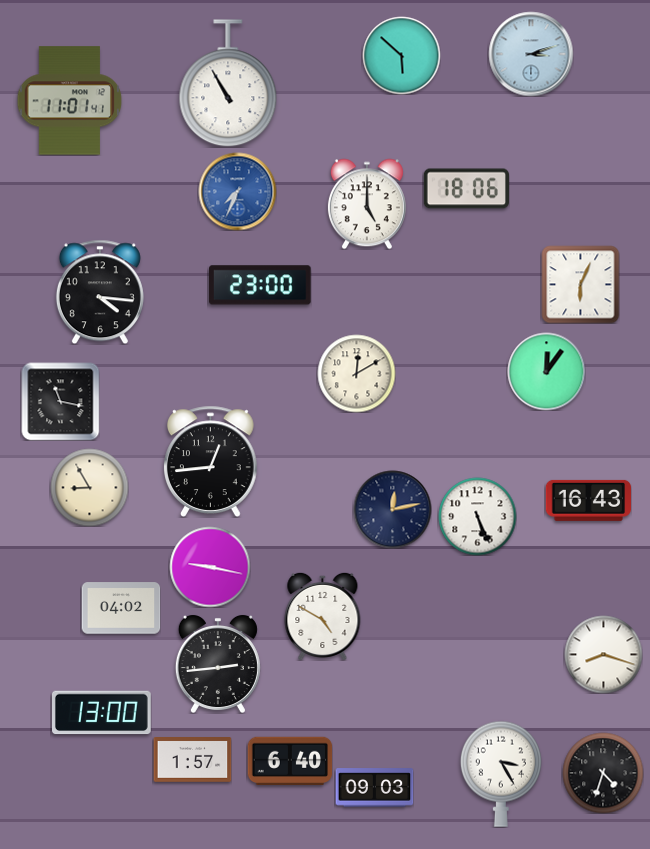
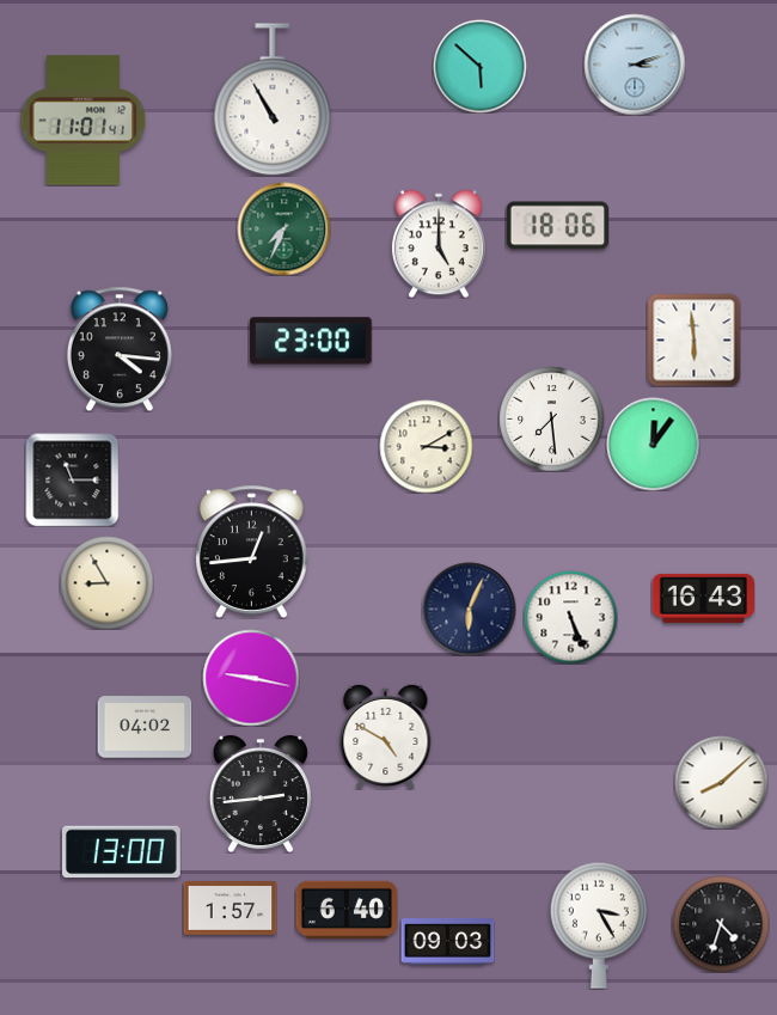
clock at (237, 191) dial: blue -> green
clock at (580, 284): 6:04 -> 5:59
clock at (551, 418): none -> 7:29
clock at (356, 373): 12:10 -> 3:10
clock at (60, 401): 11:17 -> 11:15
clock at (392, 509): 12:13 -> 6:04
clock at (603, 654): 8:18 -> 8:08
